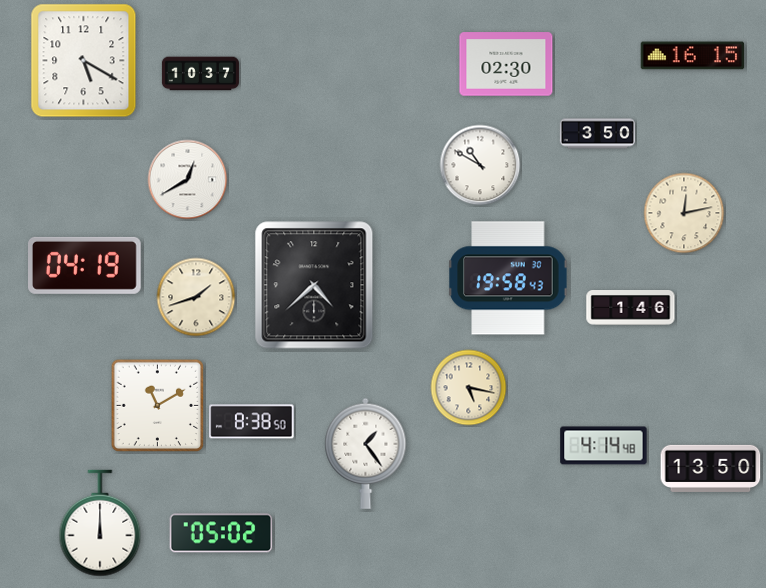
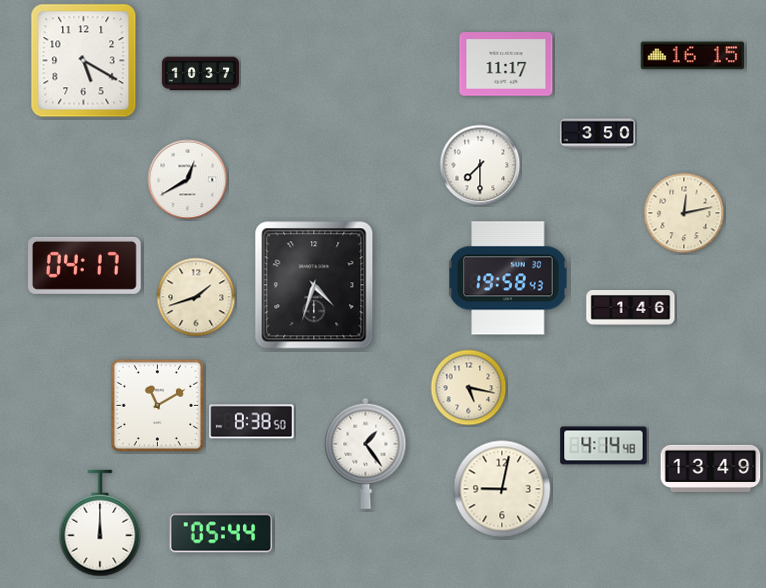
clock at (506, 64): 02:30 -> 11:17
clock at (480, 165): 10:50 -> 7:30
clock at (85, 265): 04:19 -> 04:17
clock at (314, 285): 4:38 -> 4:33
clock at (711, 468): 13:50 -> 13:49
clock at (502, 489): none -> 9:02
clock at (221, 533): 05:02 -> 05:44
